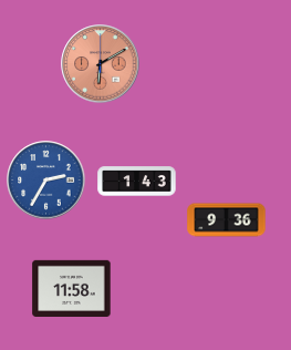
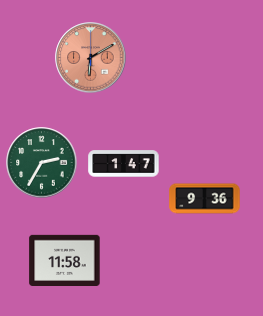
clock at (46, 181) dial: blue -> green
clock at (137, 182): 1:43 -> 1:47
